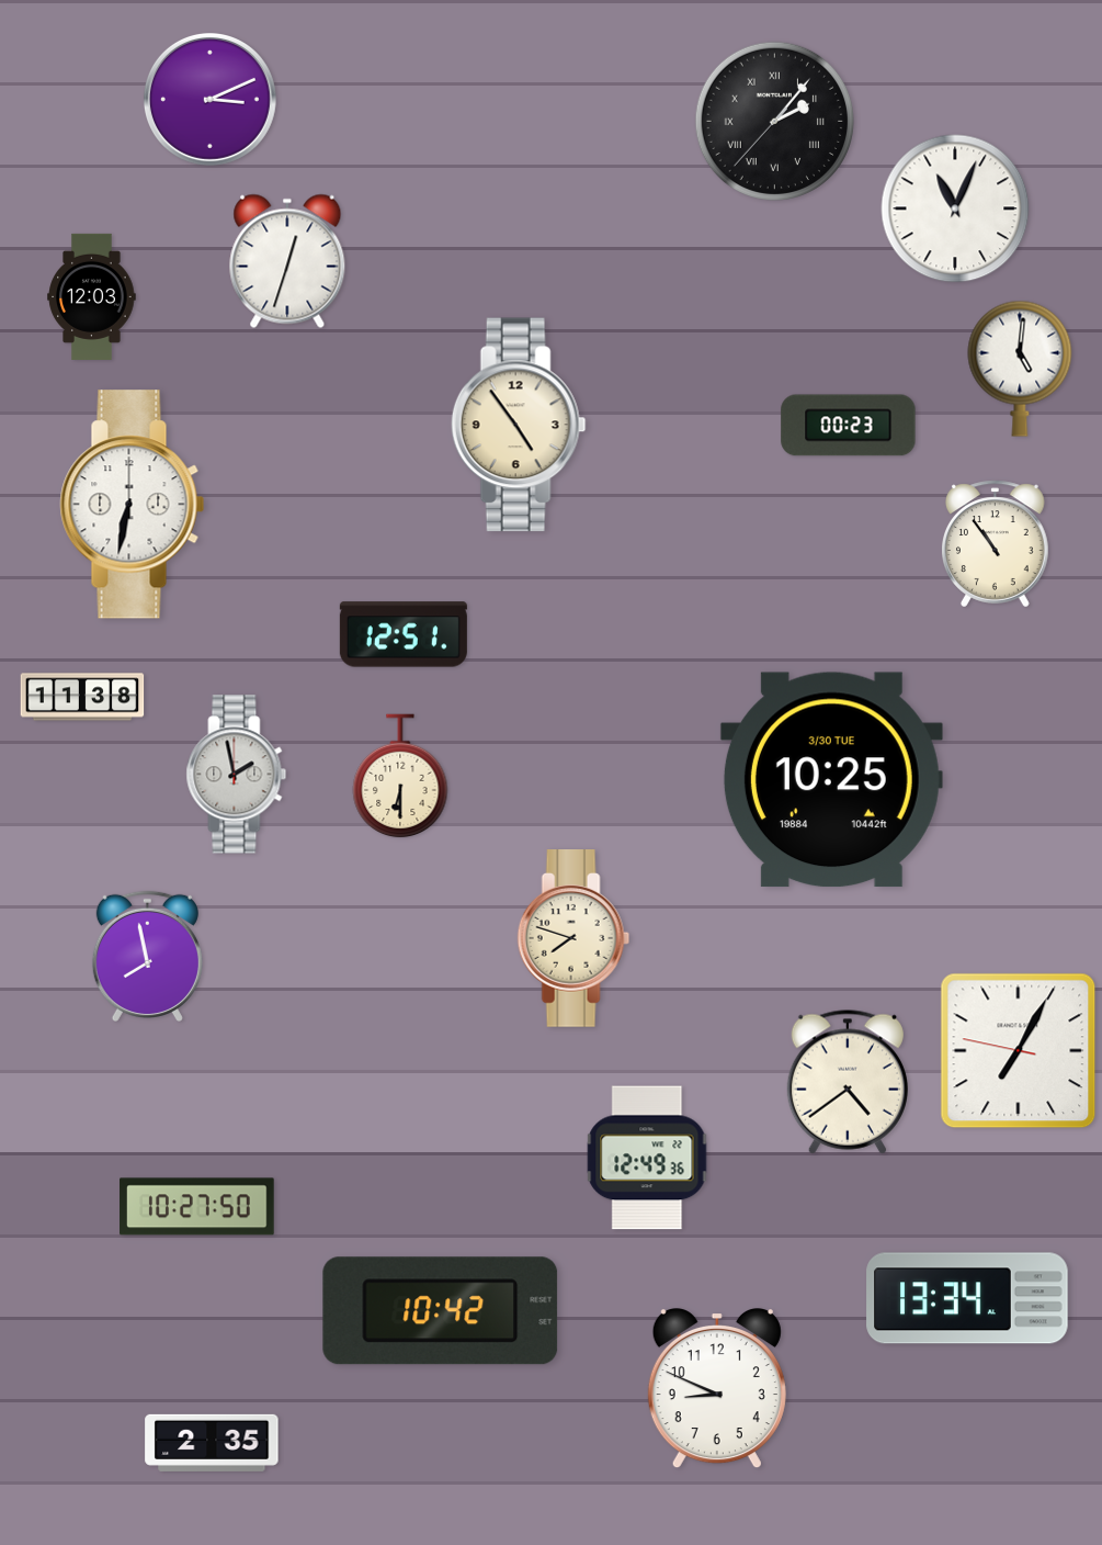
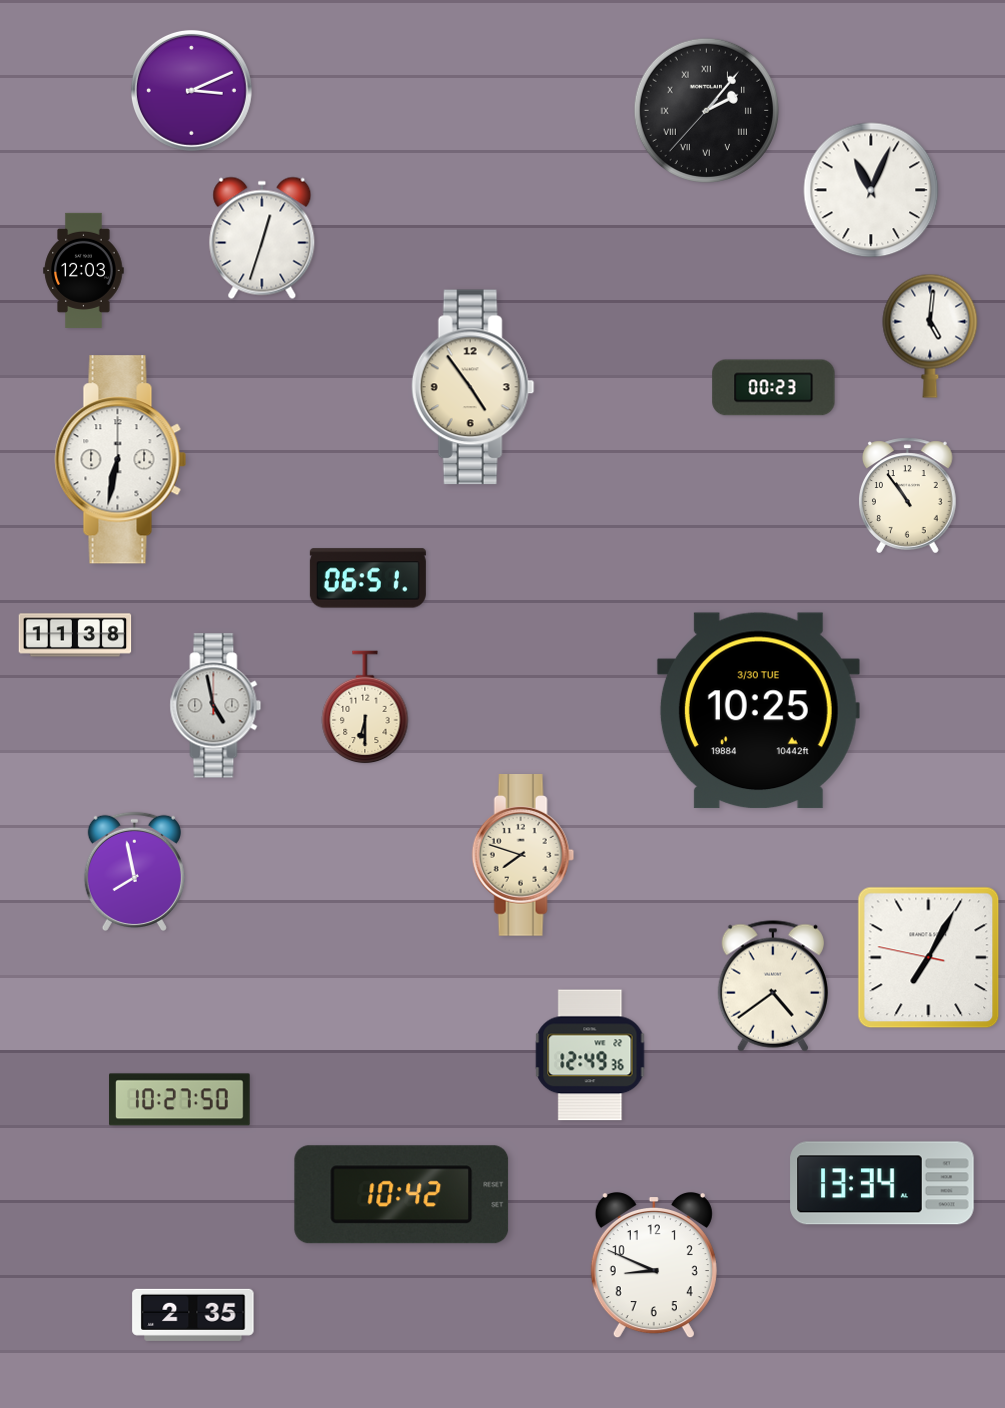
clock at (404, 634): 12:51 -> 06:51
clock at (237, 775): 1:58 -> 4:58
